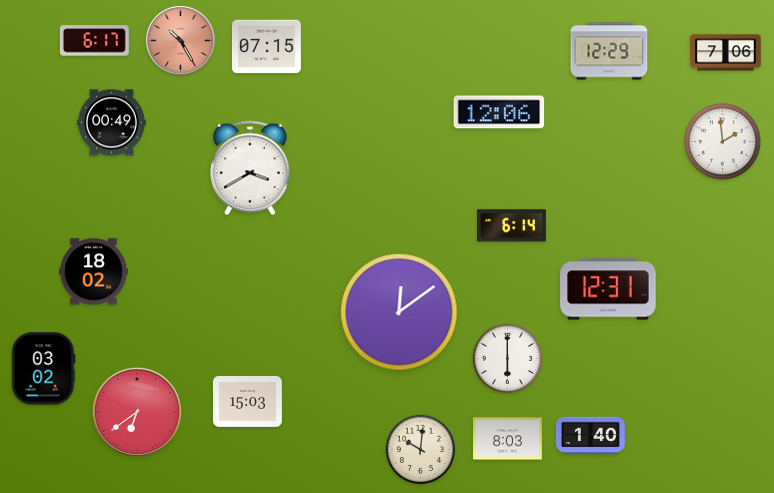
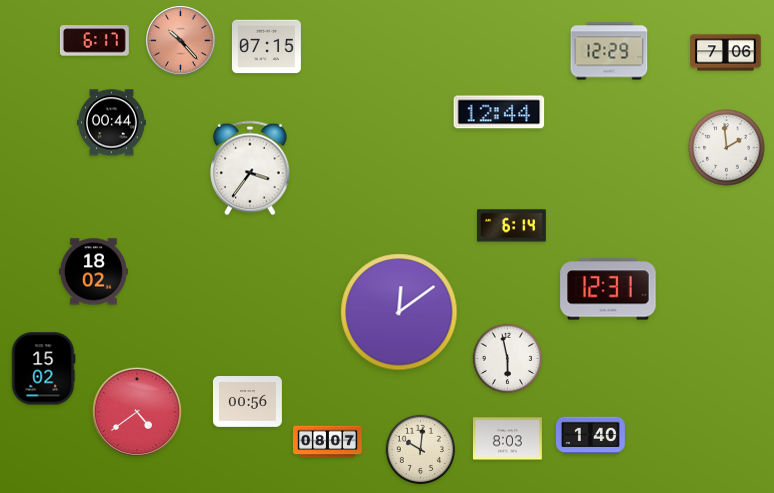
clock at (181, 41): 10:25 -> 10:23
clock at (499, 112): 12:06 -> 12:44
clock at (111, 123): 00:49 -> 00:44
clock at (723, 142) position: (723, 142) -> (727, 148)
clock at (250, 168): 3:40 -> 3:36
clock at (508, 359): 6:00 -> 5:58
clock at (43, 369): 03:02 -> 15:02
clock at (247, 402): 15:03 -> 00:56
clock at (136, 411): 6:39 -> 4:39
clock at (328, 442): none -> 08:07
